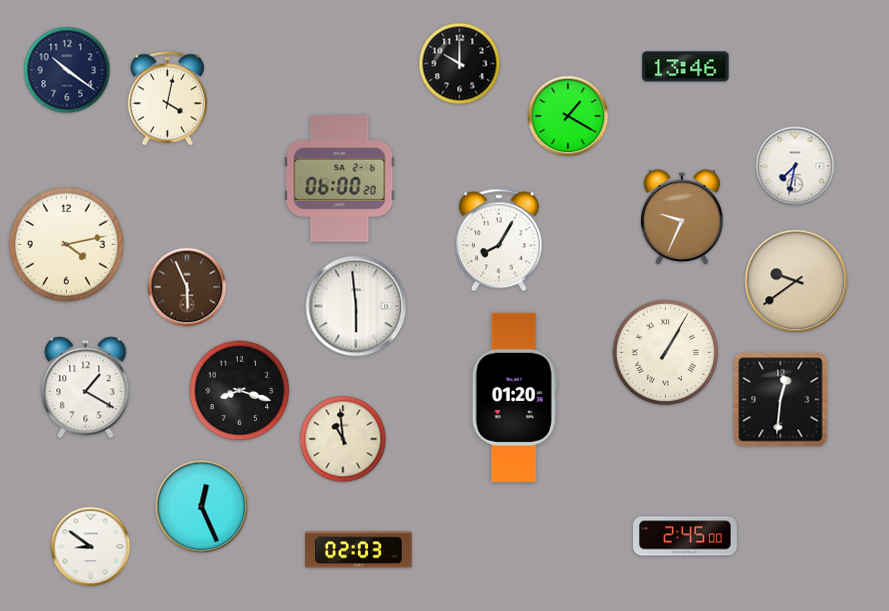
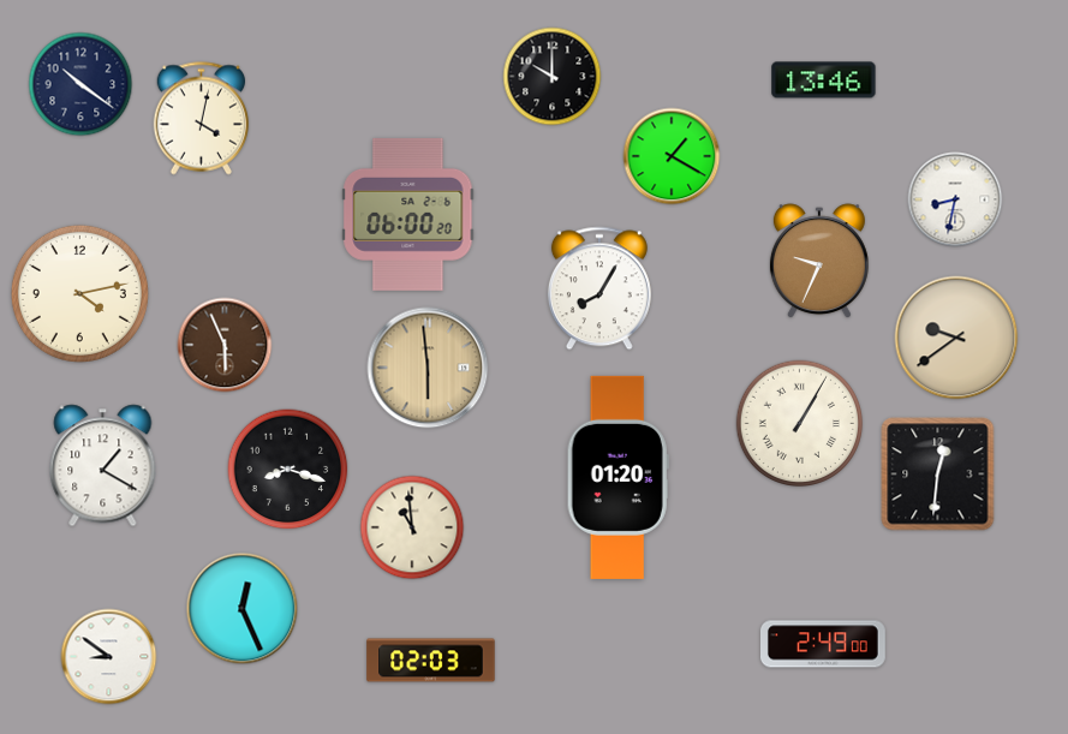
clock at (568, 116) position: (568, 116) -> (672, 156)
clock at (795, 166): 7:32 -> 8:32
clock at (356, 306) dial: white -> champagne
clock at (781, 400) position: (781, 400) -> (938, 475)
clock at (686, 536): 2:45 -> 2:49
